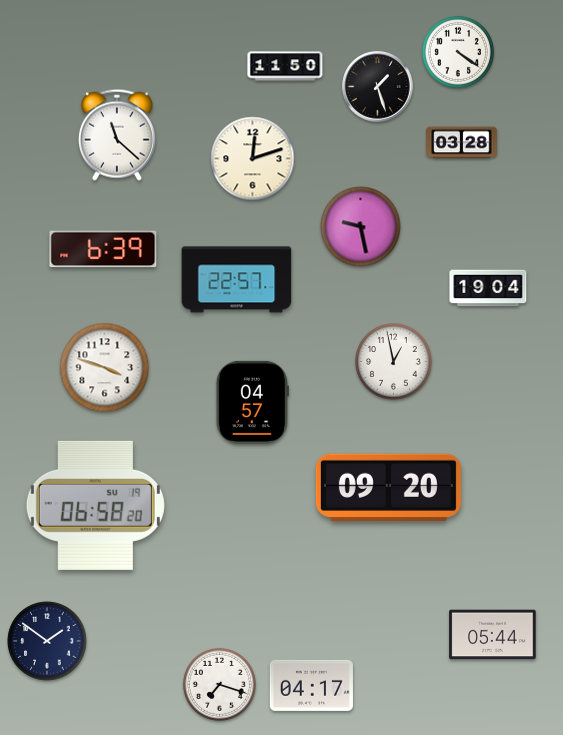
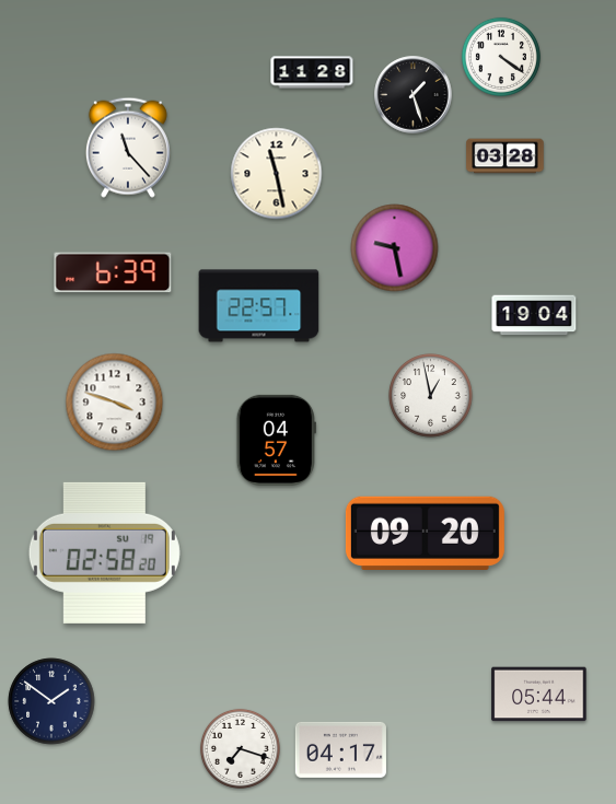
clock at (285, 66): 11:50 -> 11:28
clock at (117, 135): 11:22 -> 11:23
clock at (253, 159): 12:12 -> 11:28
clock at (95, 505): 06:58 -> 02:58
